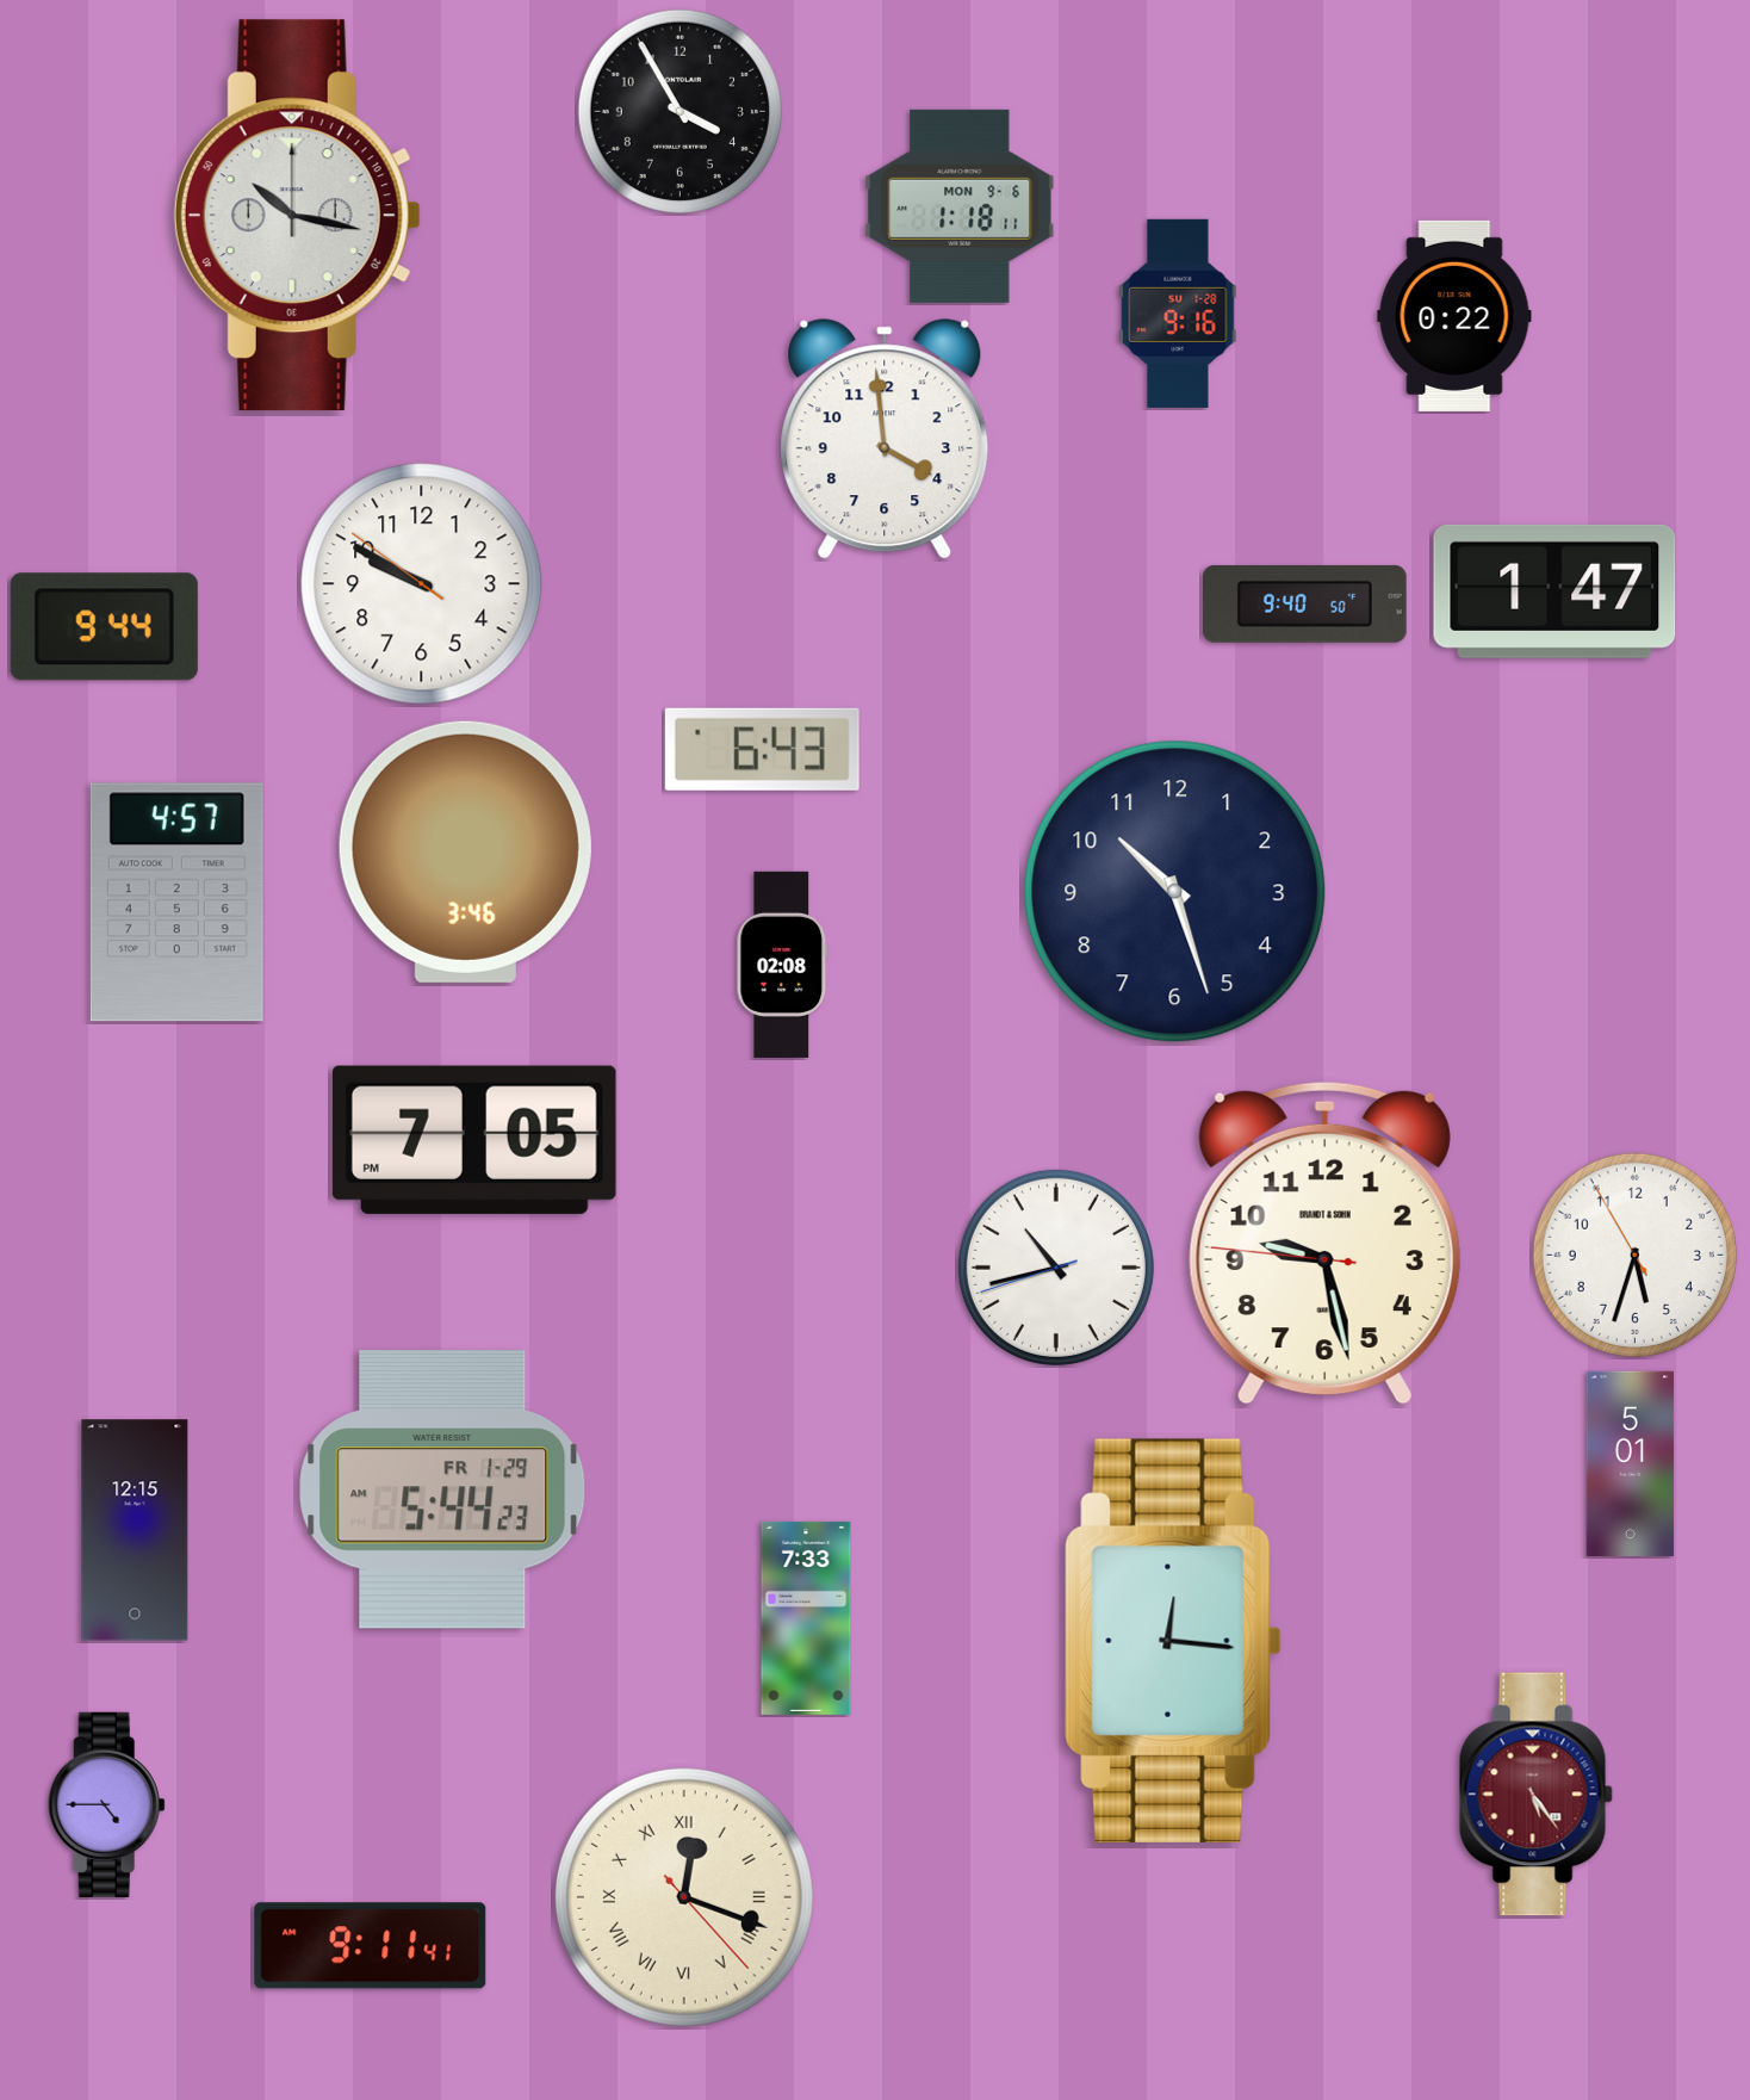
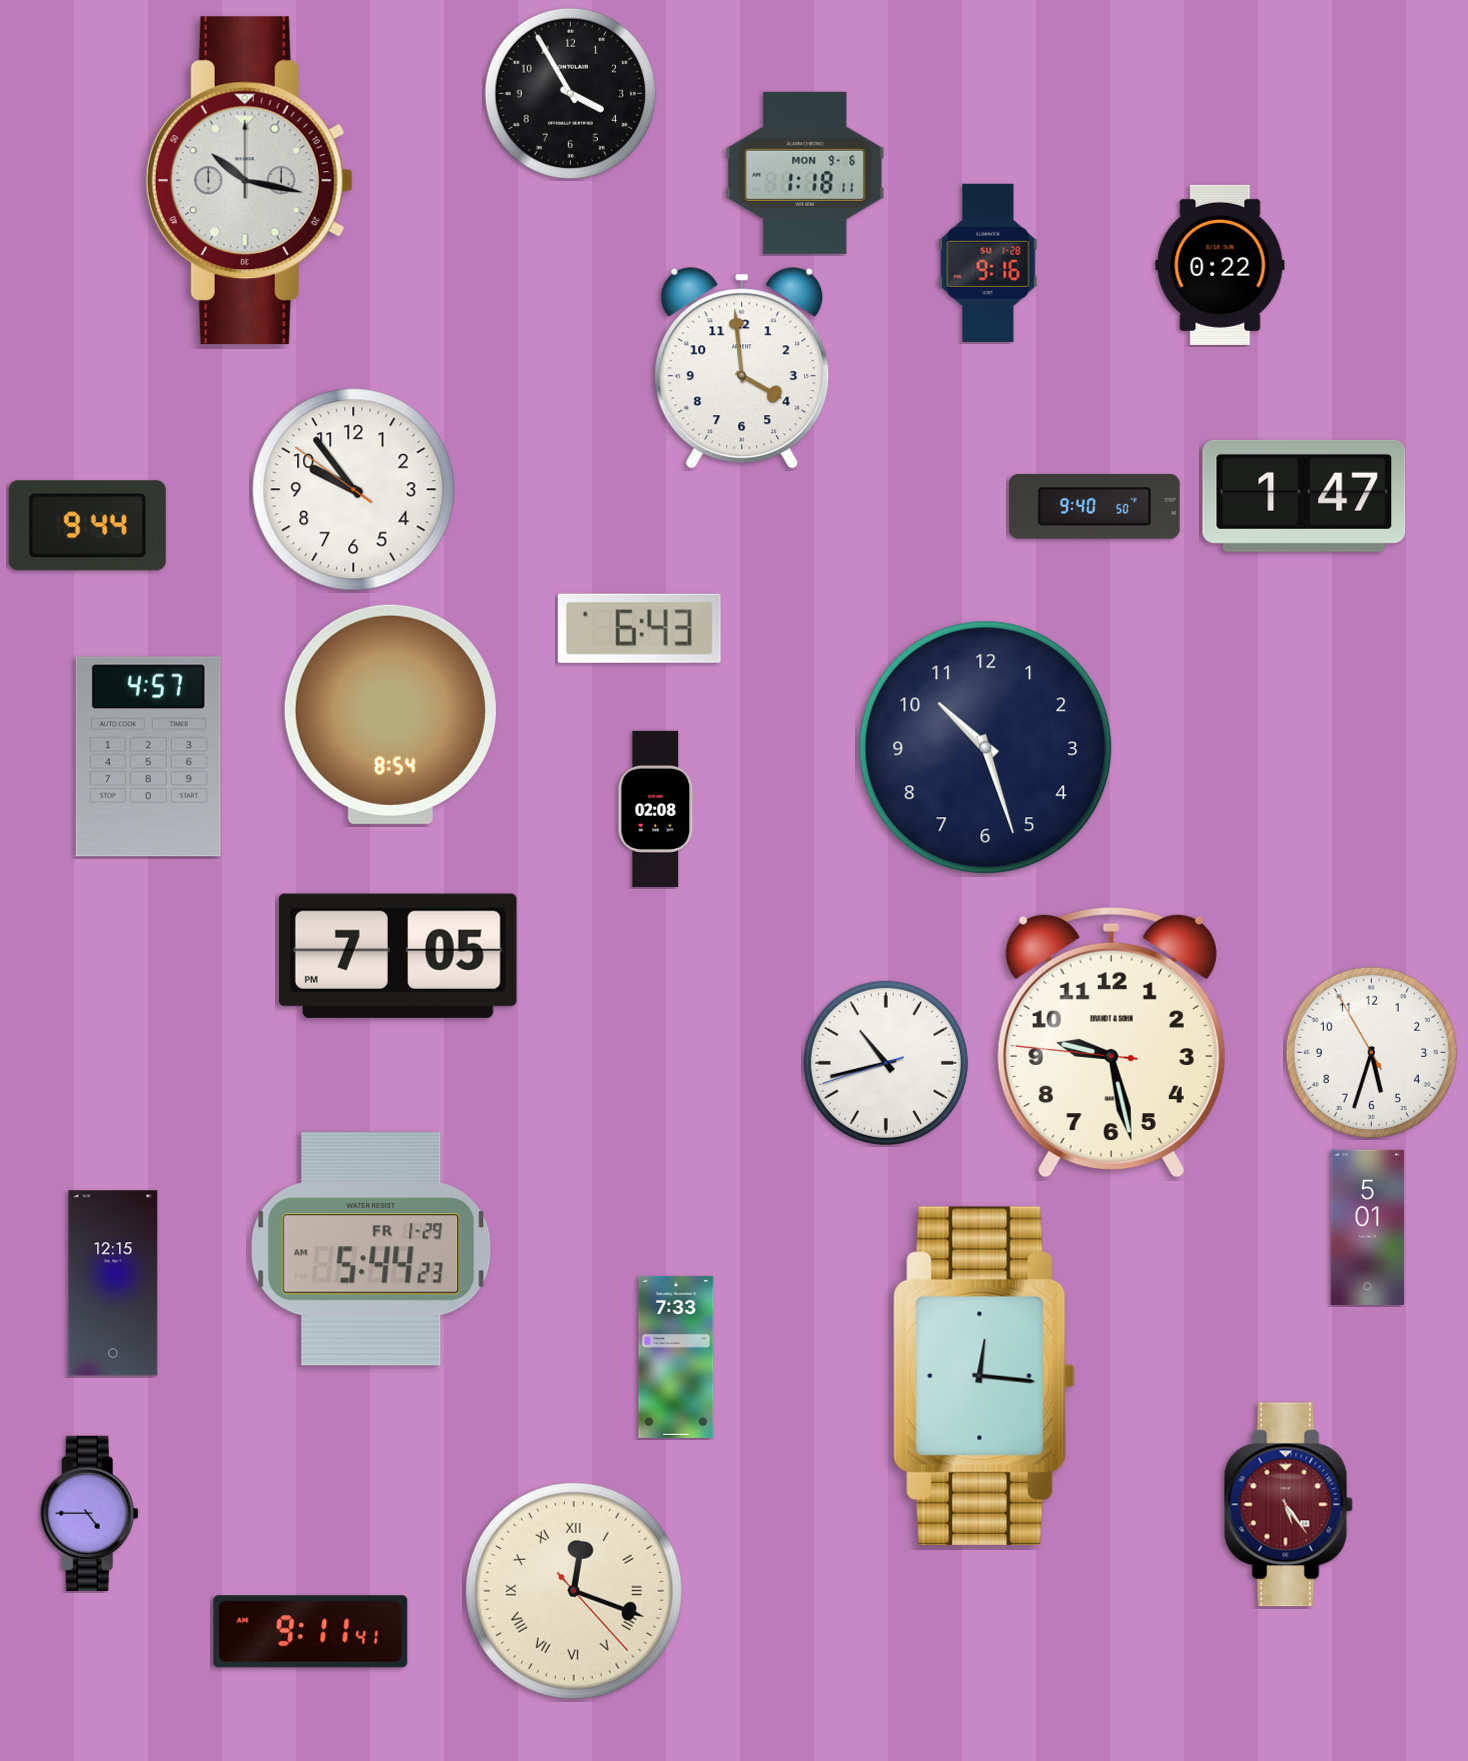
clock at (422, 584): 9:49 -> 9:53
clock at (465, 851): 3:46 -> 8:54
